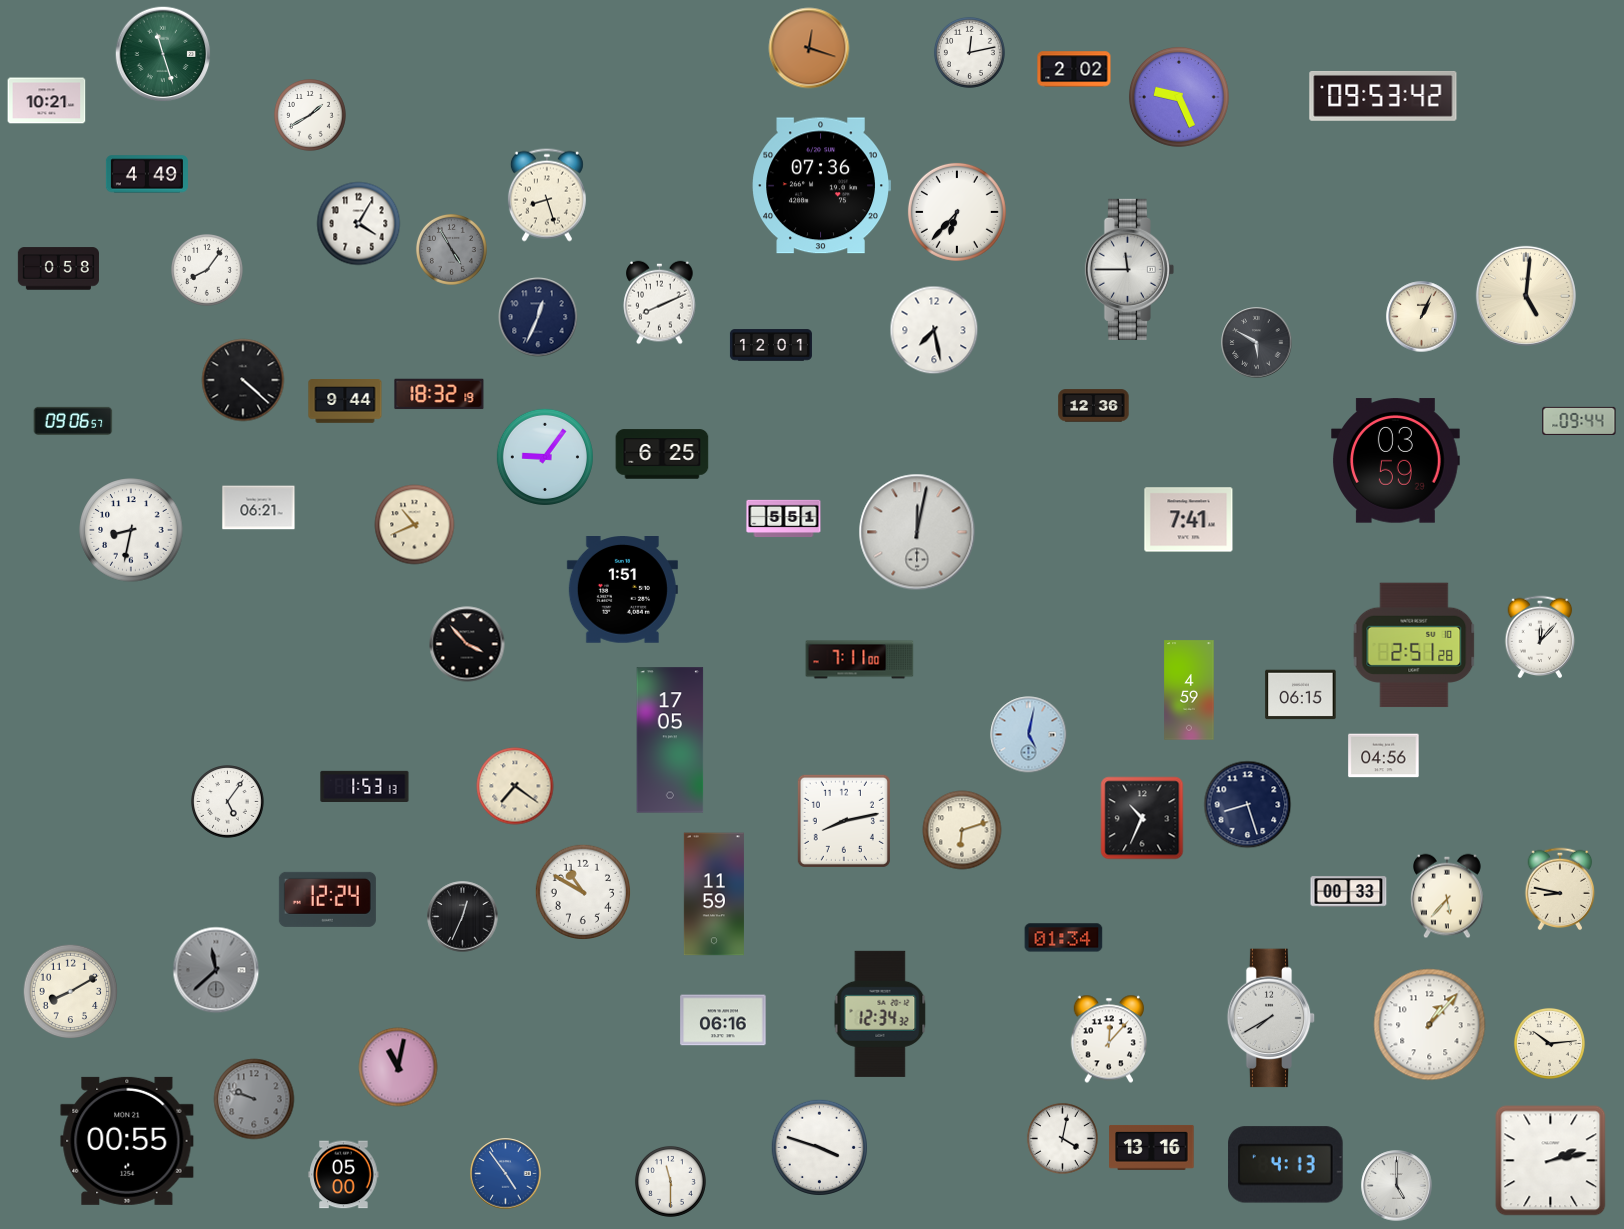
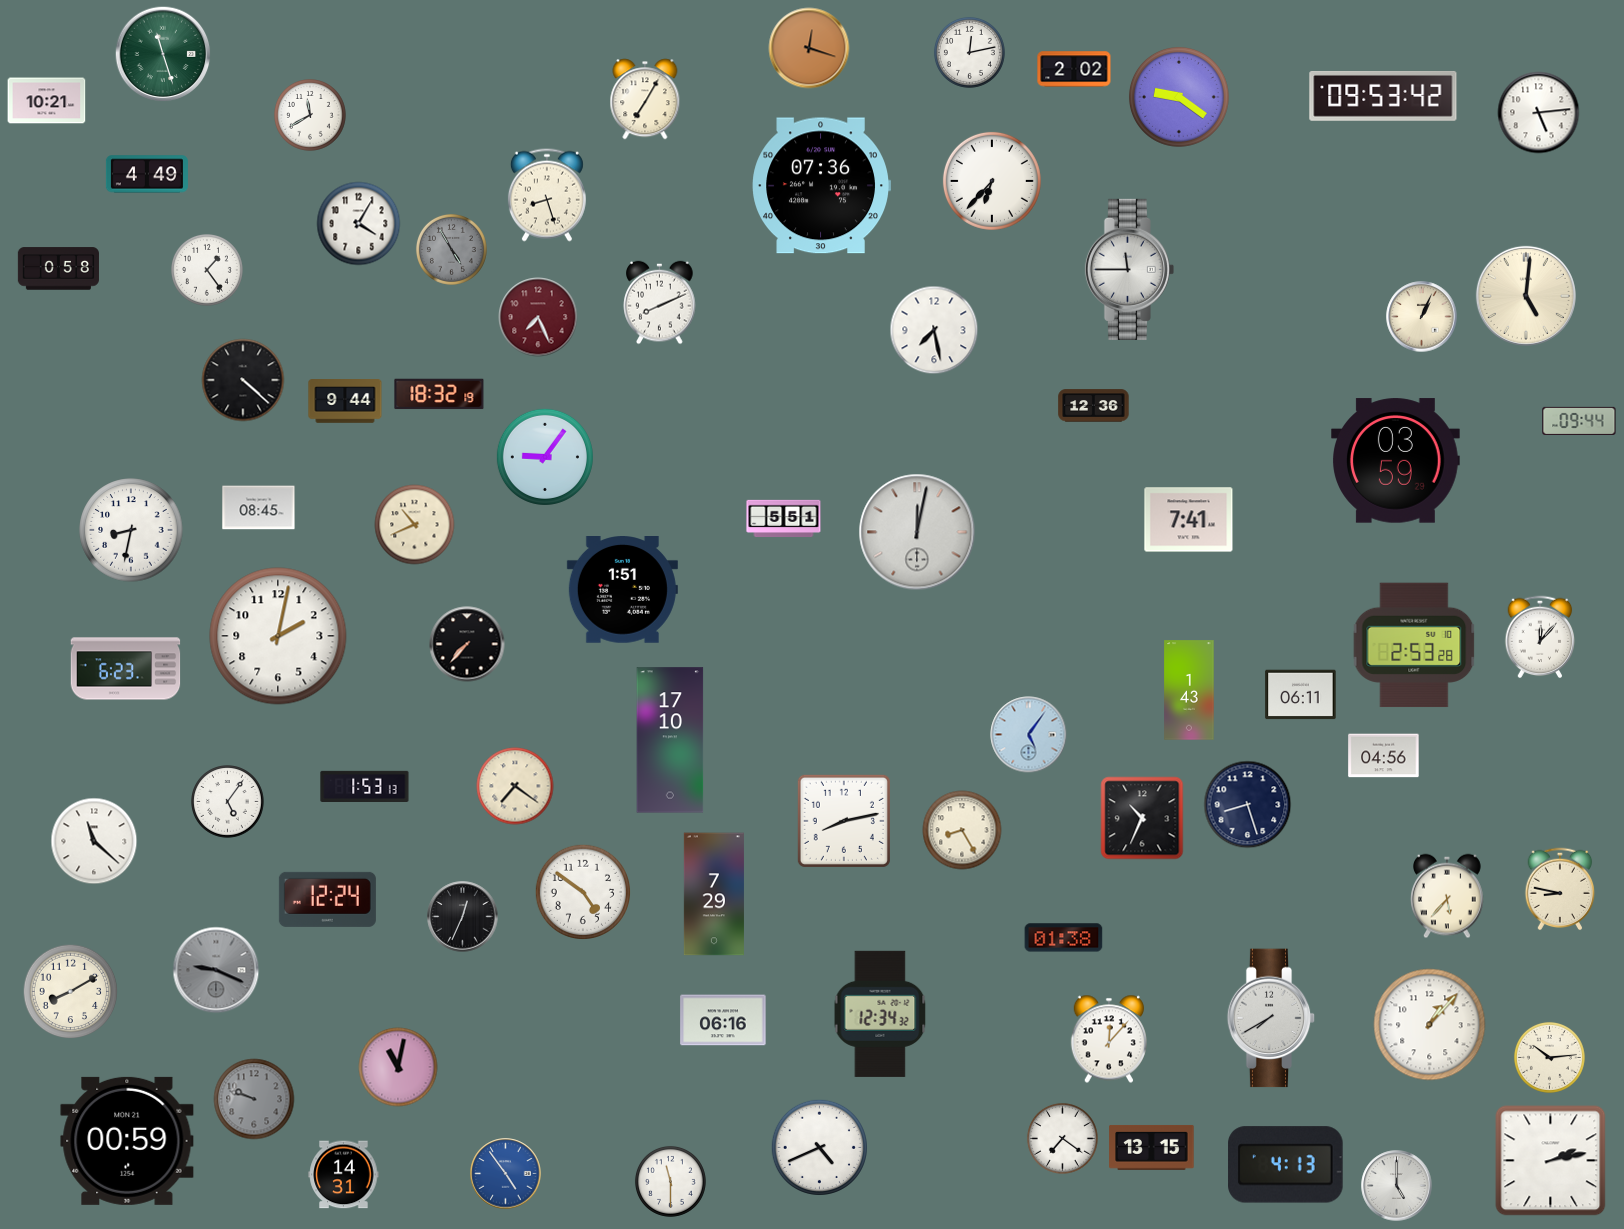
clock at (1179, 97): 9:26 -> 9:21
clock at (645, 99): none -> 7:05
clock at (1539, 113): none -> 5:14
clock at (311, 116): 1:40 -> 11:40
clock at (957, 212) position: (957, 212) -> (992, 181)
clock at (208, 271): 8:06 -> 1:24
clock at (538, 317): 12:34 -> 7:26
clock at (538, 317) dial: navy -> burgundy
clock at (1257, 343): 5:50 -> none
clock at (771, 345): 12:01 -> none
clock at (73, 421): 09:06 -> none
clock at (662, 454): 6:25 -> none
clock at (259, 508): 06:21 -> 08:45
clock at (278, 636): none -> 2:02
clock at (467, 644): 3:53 -> 7:37
clock at (1414, 645): 2:51 -> 2:53
clock at (860, 660): 7:11 -> none
clock at (126, 669): none -> 6:23
clock at (1189, 690): 4:59 -> 1:43
clock at (1301, 695): 06:15 -> 06:11
clock at (1029, 735): 5:02 -> 5:06
clock at (670, 740): 17:05 -> 17:10
clock at (962, 830): 6:12 -> 8:25
clock at (94, 841): none -> 11:22
clock at (582, 891): 10:50 -> 4:51
clock at (1349, 892): 00:33 -> none
clock at (714, 894): 11:59 -> 7:29
clock at (1064, 938): 01:34 -> 01:38
clock at (216, 970): 11:38 -> 9:19
clock at (1549, 1043) position: (1549, 1043) -> (1549, 1057)
clock at (1062, 1138): 4:02 -> 7:21
clock at (127, 1141): 00:55 -> 00:59
clock at (819, 1147): 3:48 -> 4:41
clock at (1152, 1147): 13:16 -> 13:15
clock at (344, 1175): 05:00 -> 14:31
